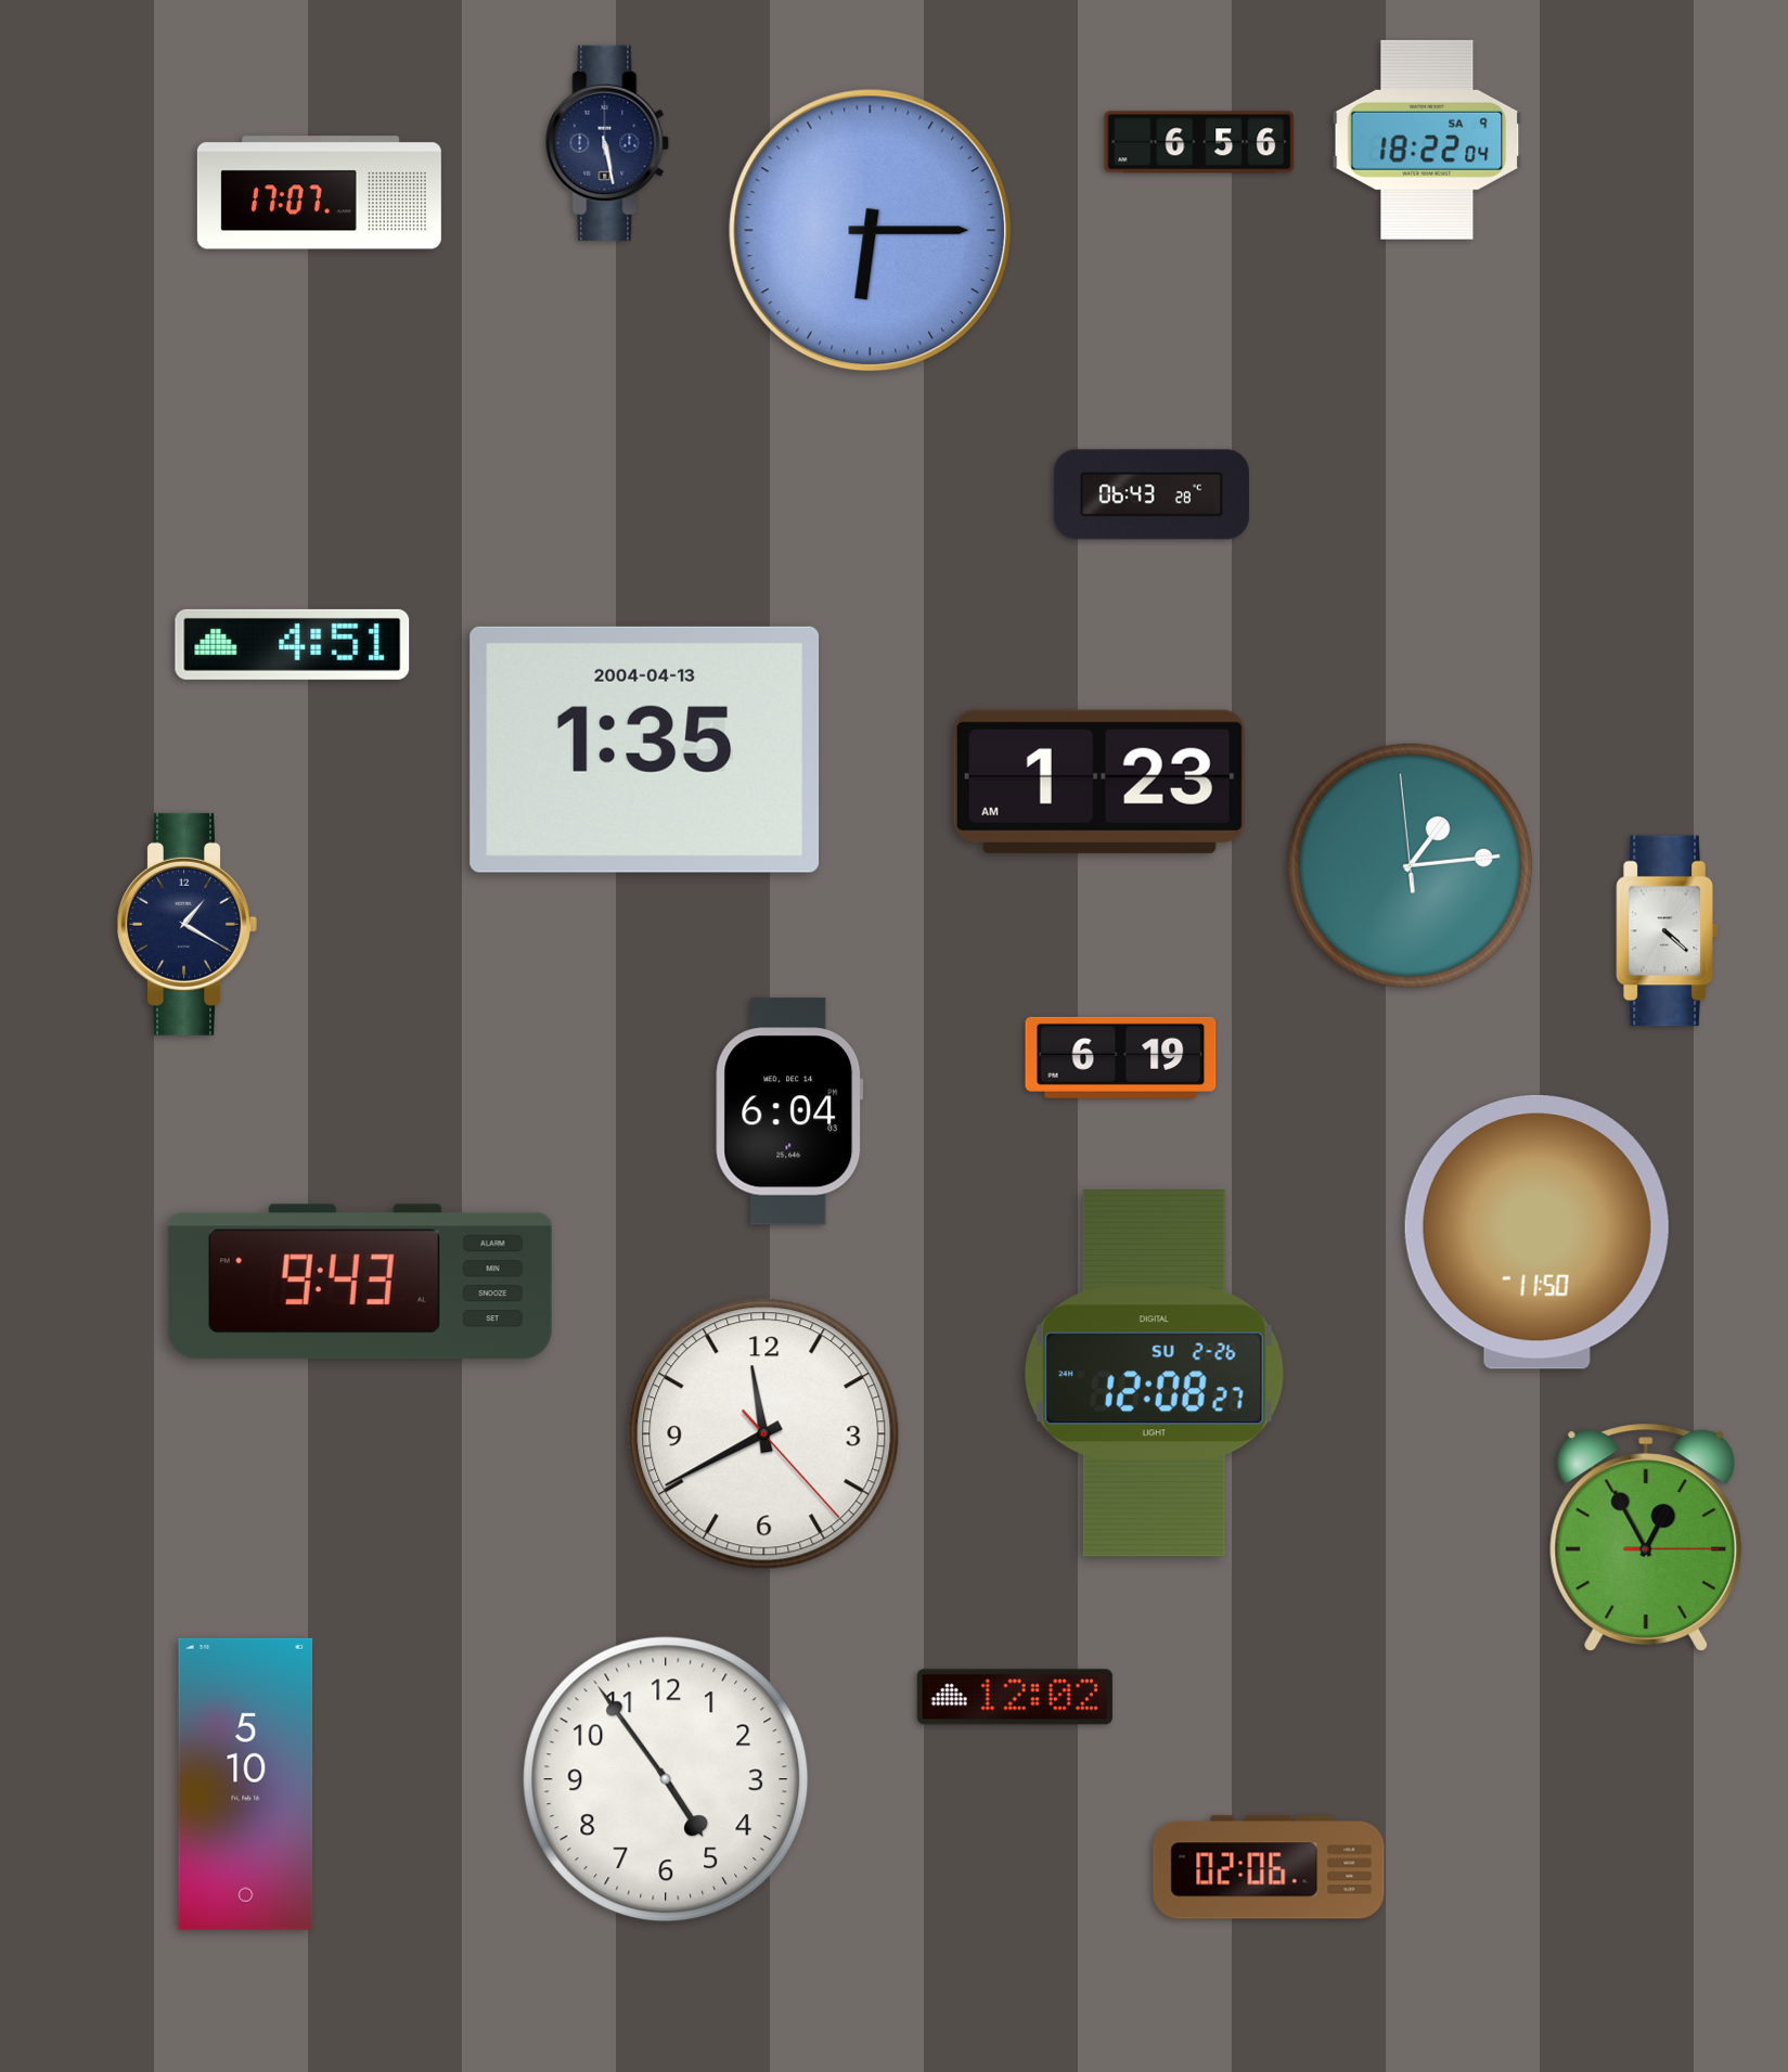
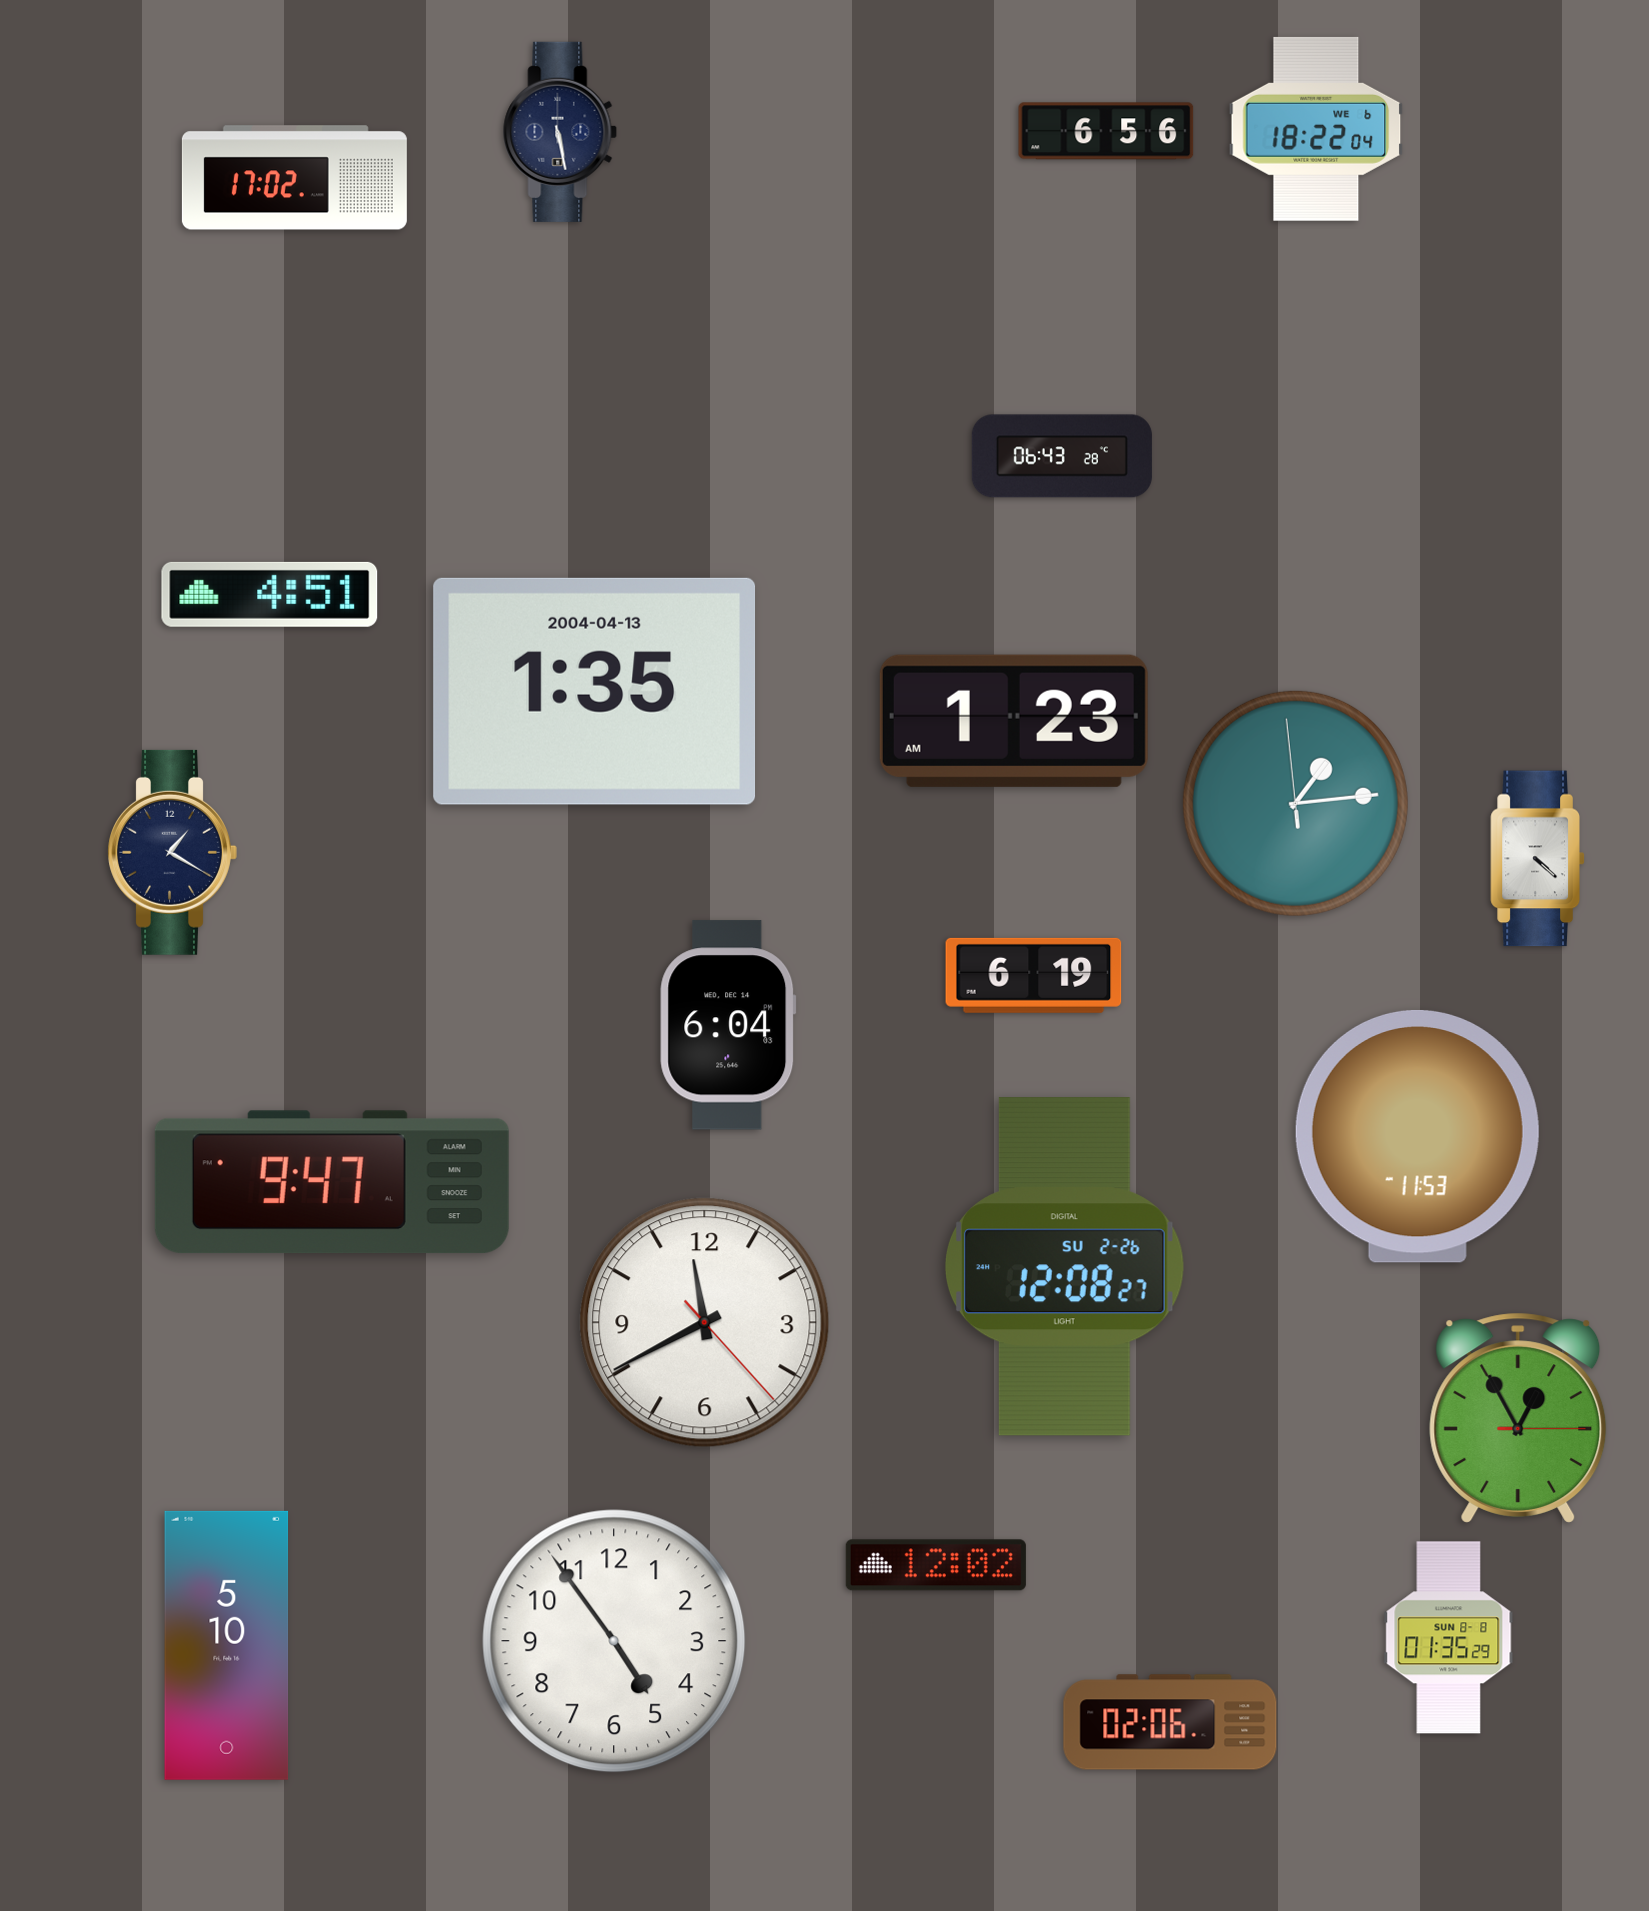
clock at (1427, 140) date: SA 9 -> WE 6
clock at (319, 193): 17:07 -> 17:02
clock at (871, 231): 6:15 -> none
clock at (1410, 865) position: (1410, 865) -> (1295, 803)
clock at (1536, 1232): 11:50 -> 11:53
clock at (360, 1282): 9:43 -> 9:47
clock at (1449, 1638): none -> 01:35
